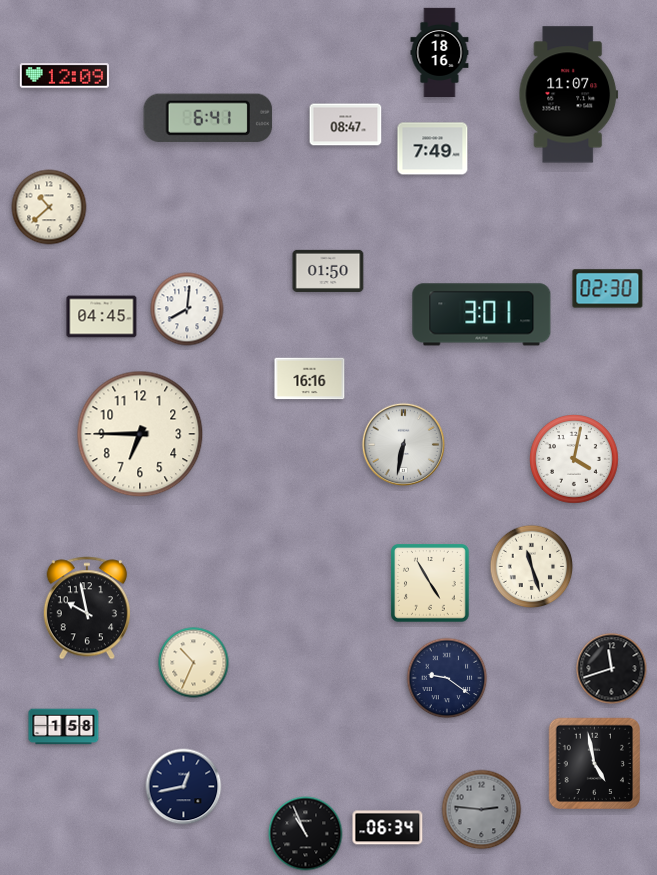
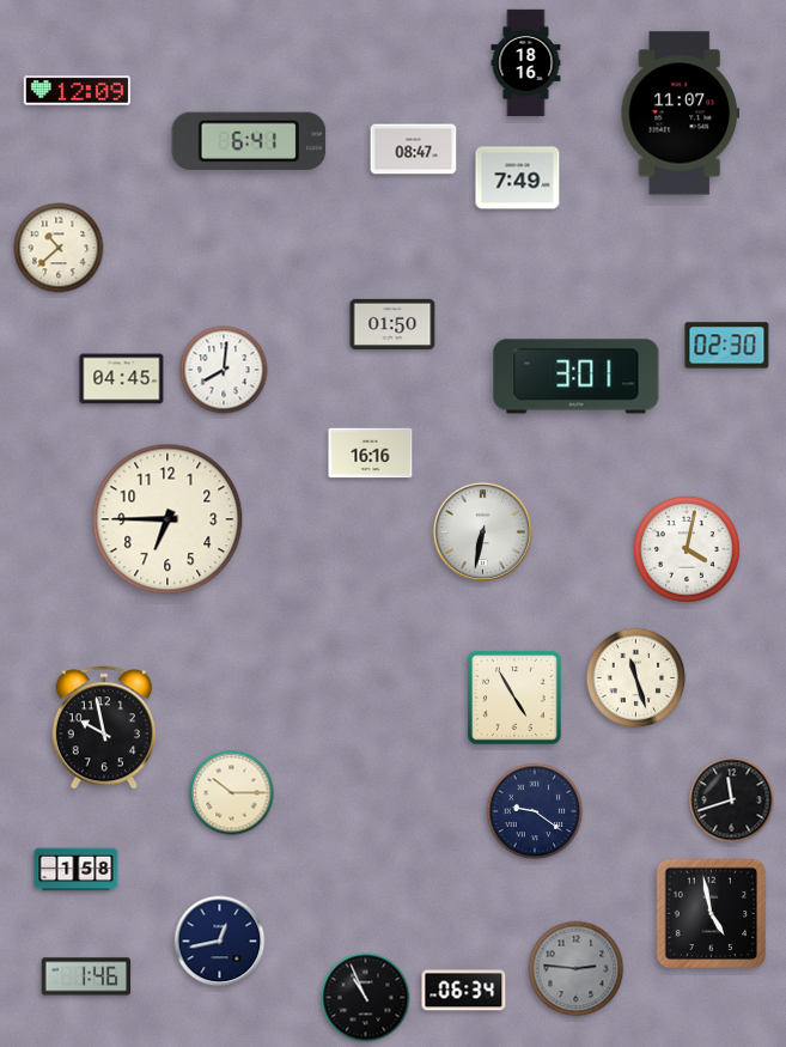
clock at (194, 663): 10:34 -> 10:15
clock at (86, 976): none -> 1:46
